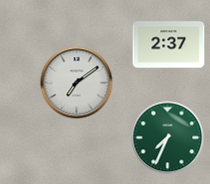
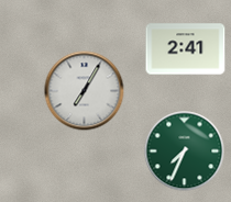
clock at (169, 45): 2:37 -> 2:41
clock at (77, 83): 7:09 -> 7:05
